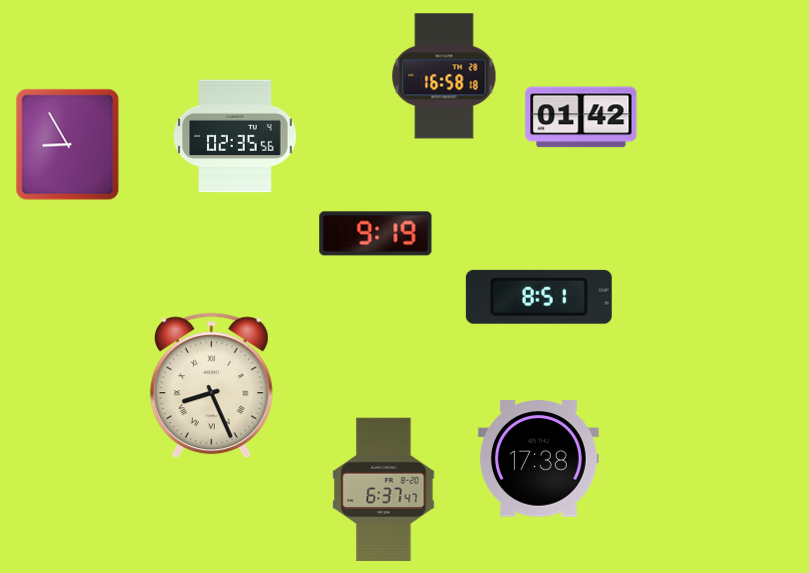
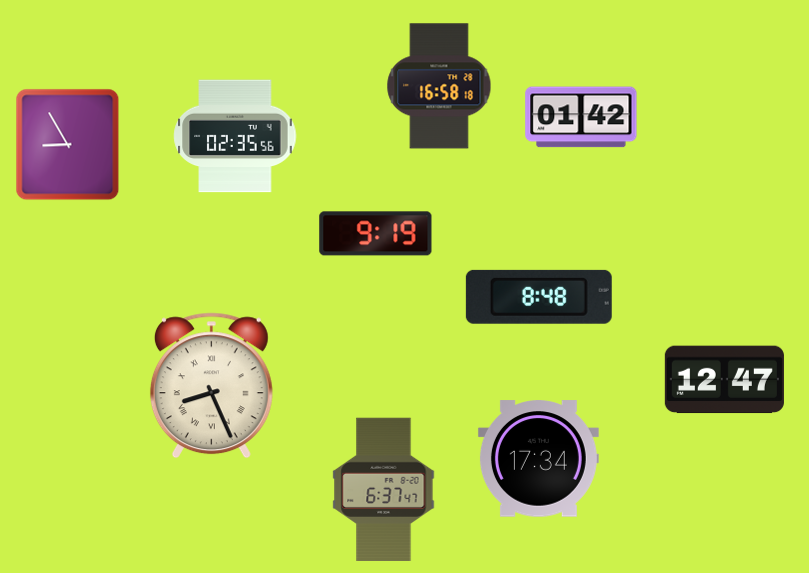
clock at (444, 76) position: (444, 76) -> (439, 86)
clock at (539, 297): 8:51 -> 8:48
clock at (724, 380): none -> 12:47
clock at (538, 459): 17:38 -> 17:34
